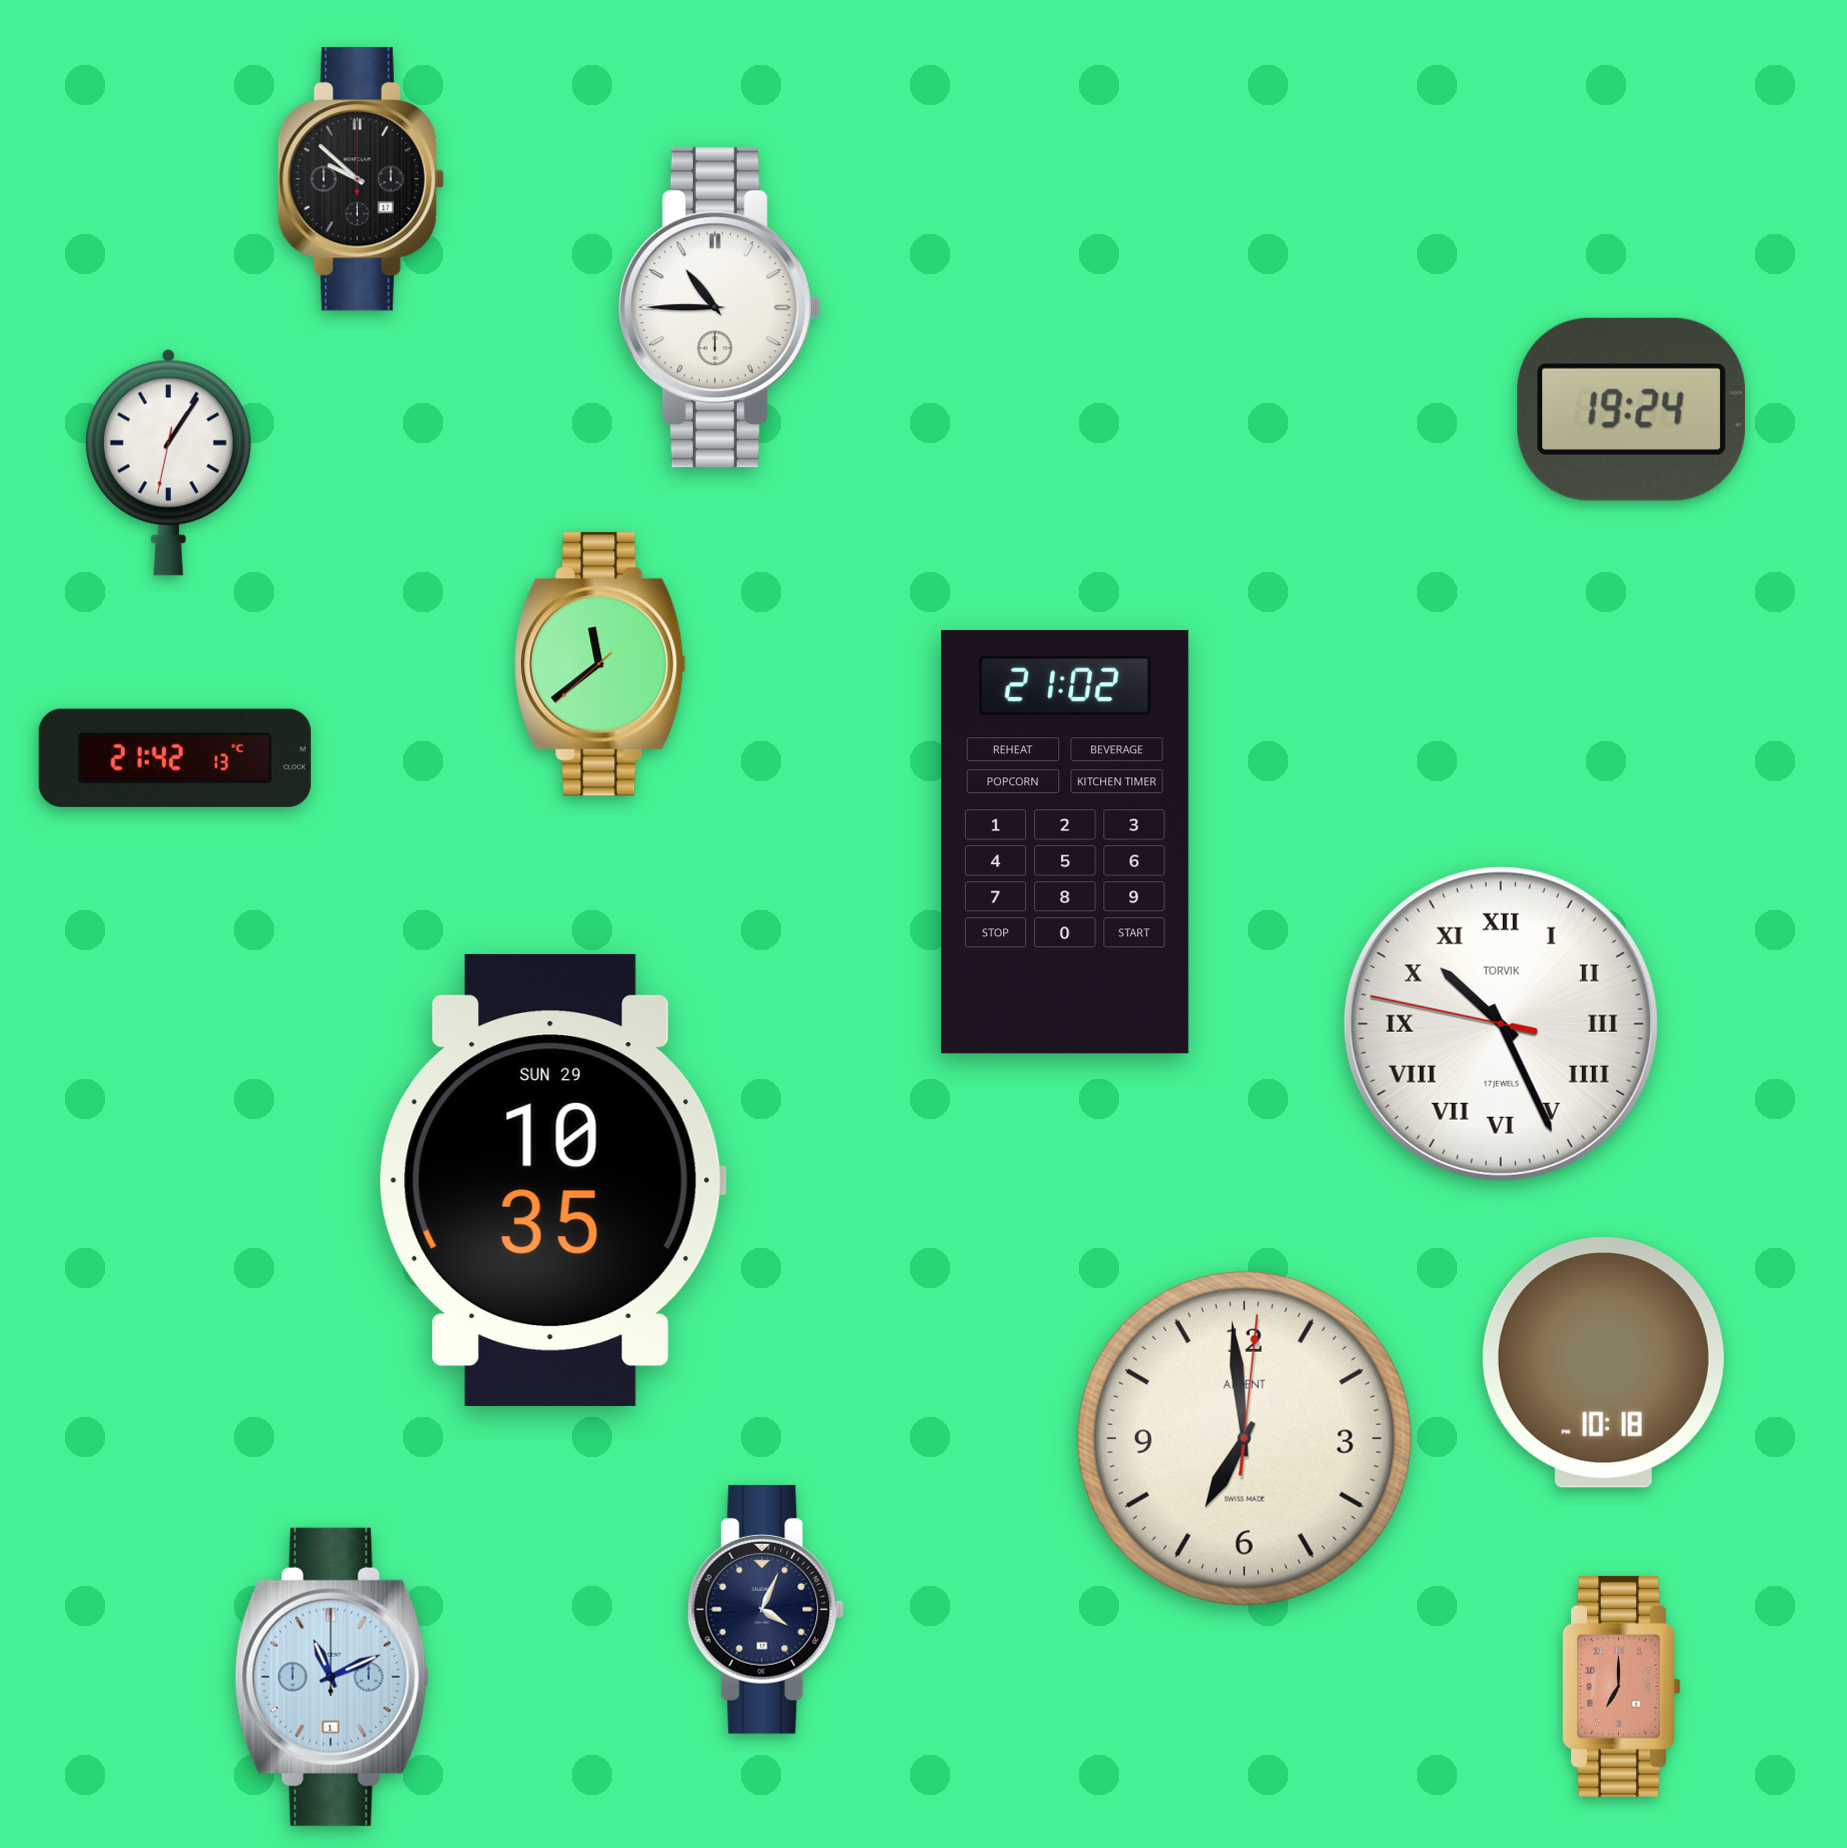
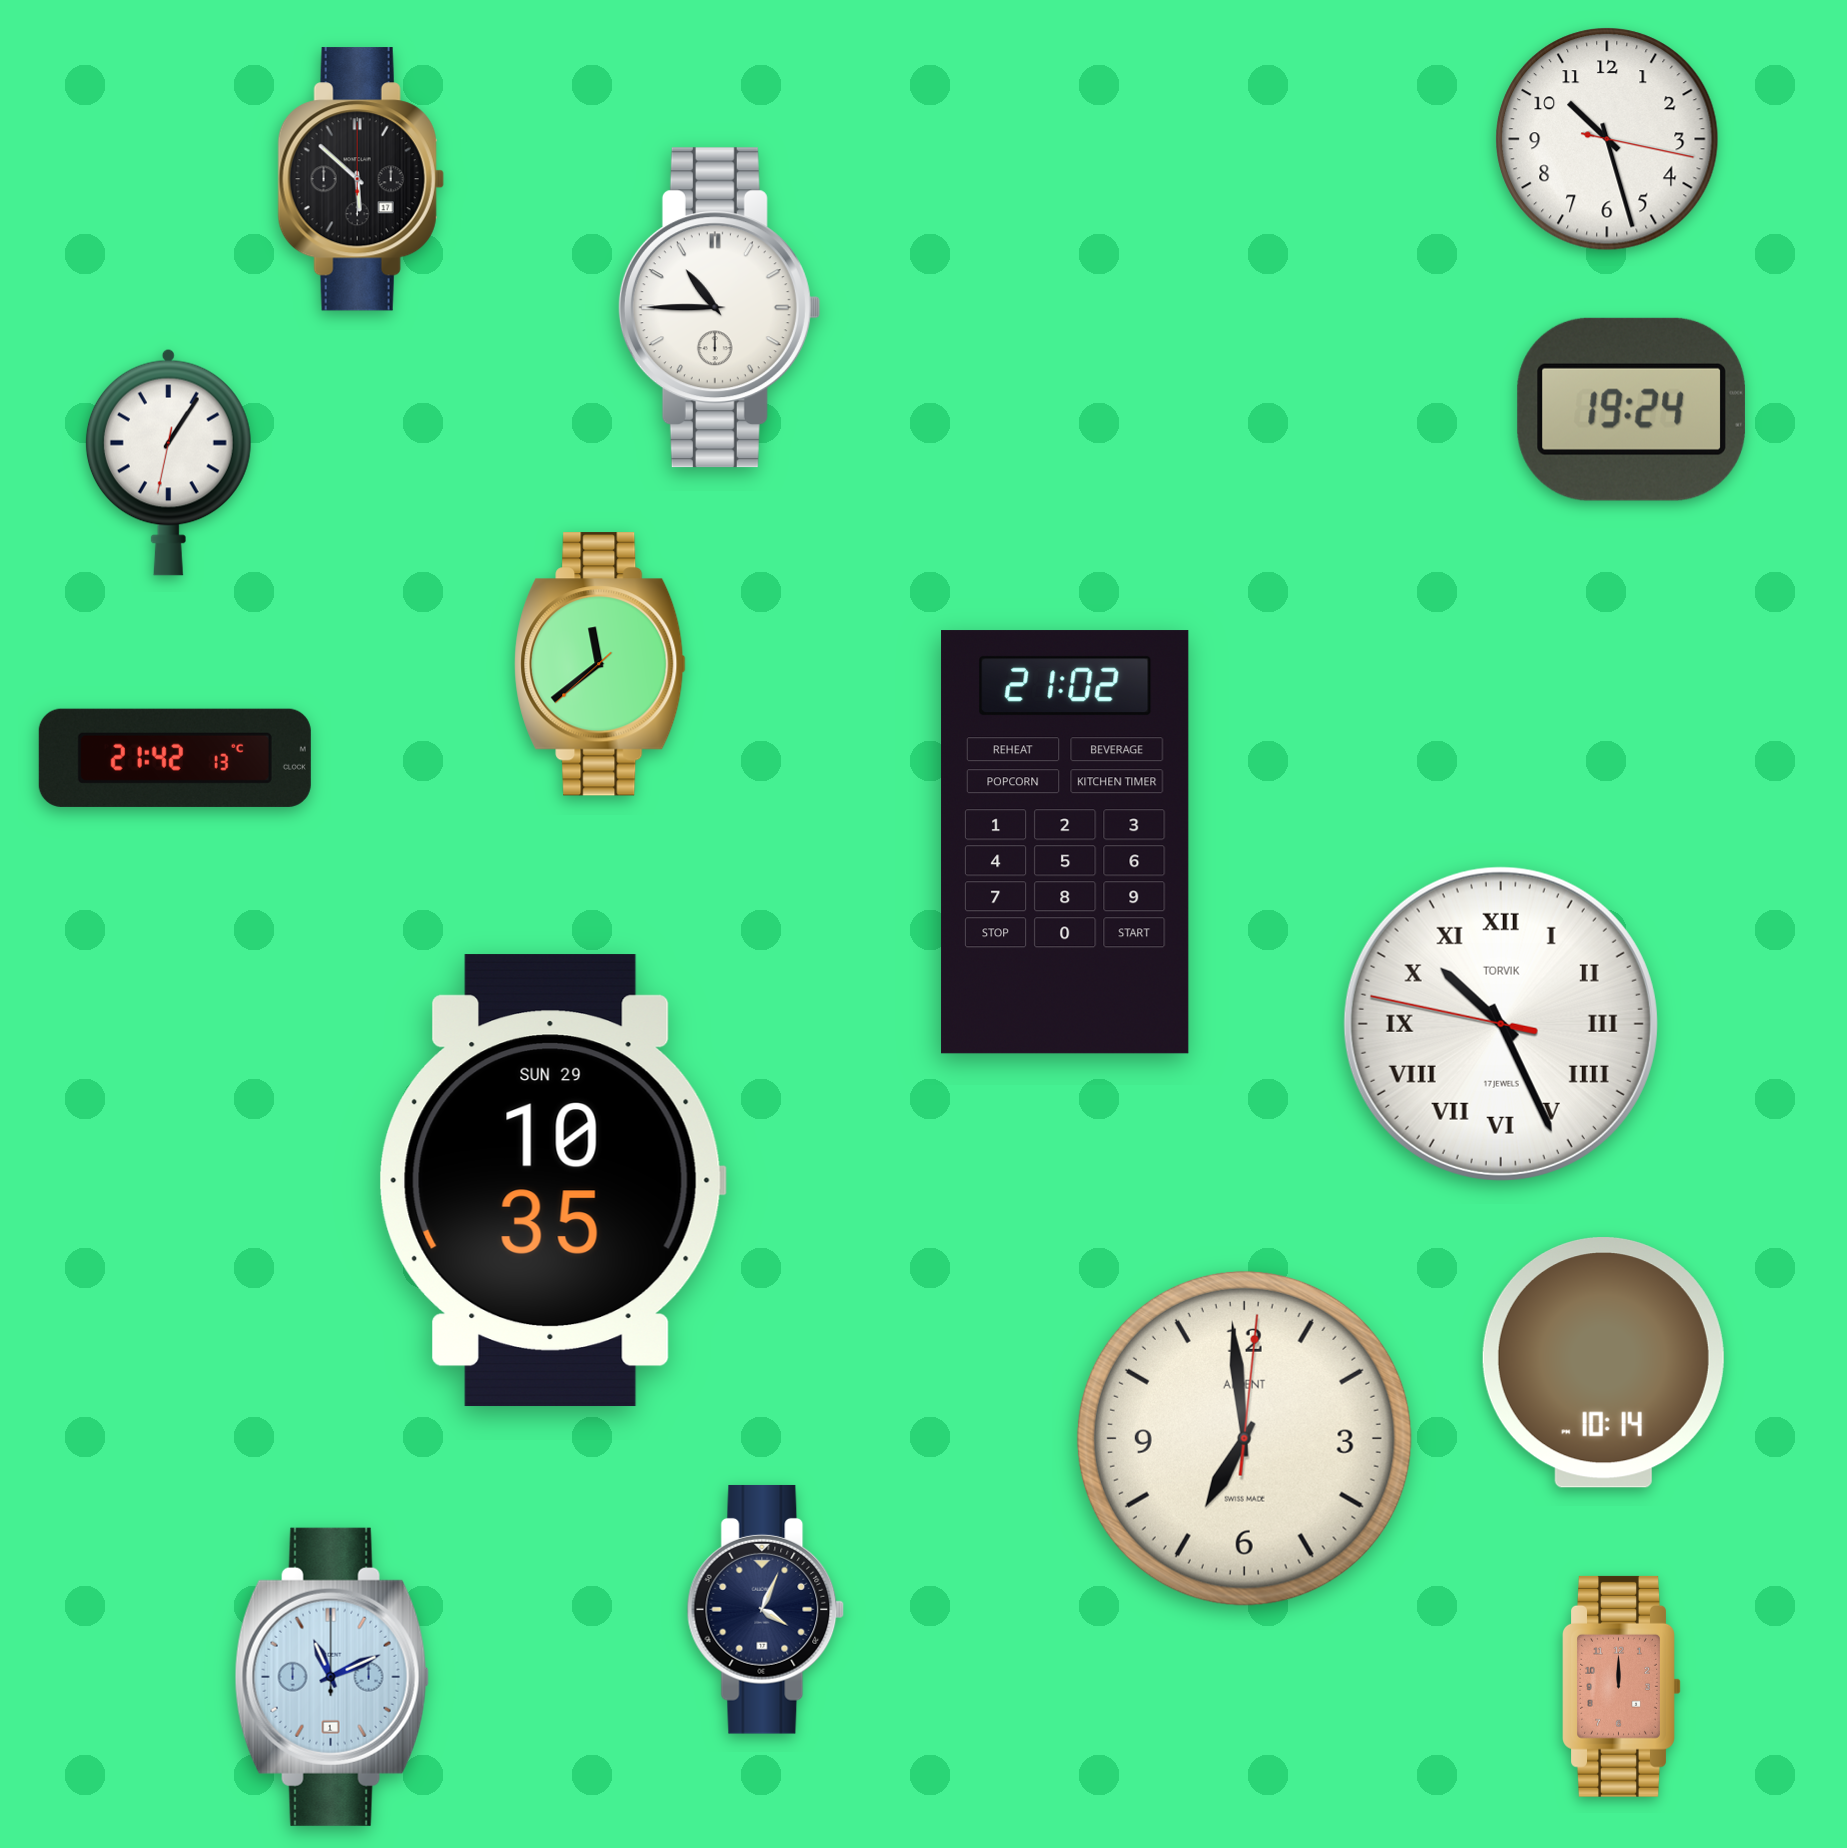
clock at (1607, 139): none -> 10:27
clock at (361, 179): 9:52 -> 5:52
clock at (1603, 1363): 10:18 -> 10:14
clock at (1622, 1686): 7:00 -> 12:00
